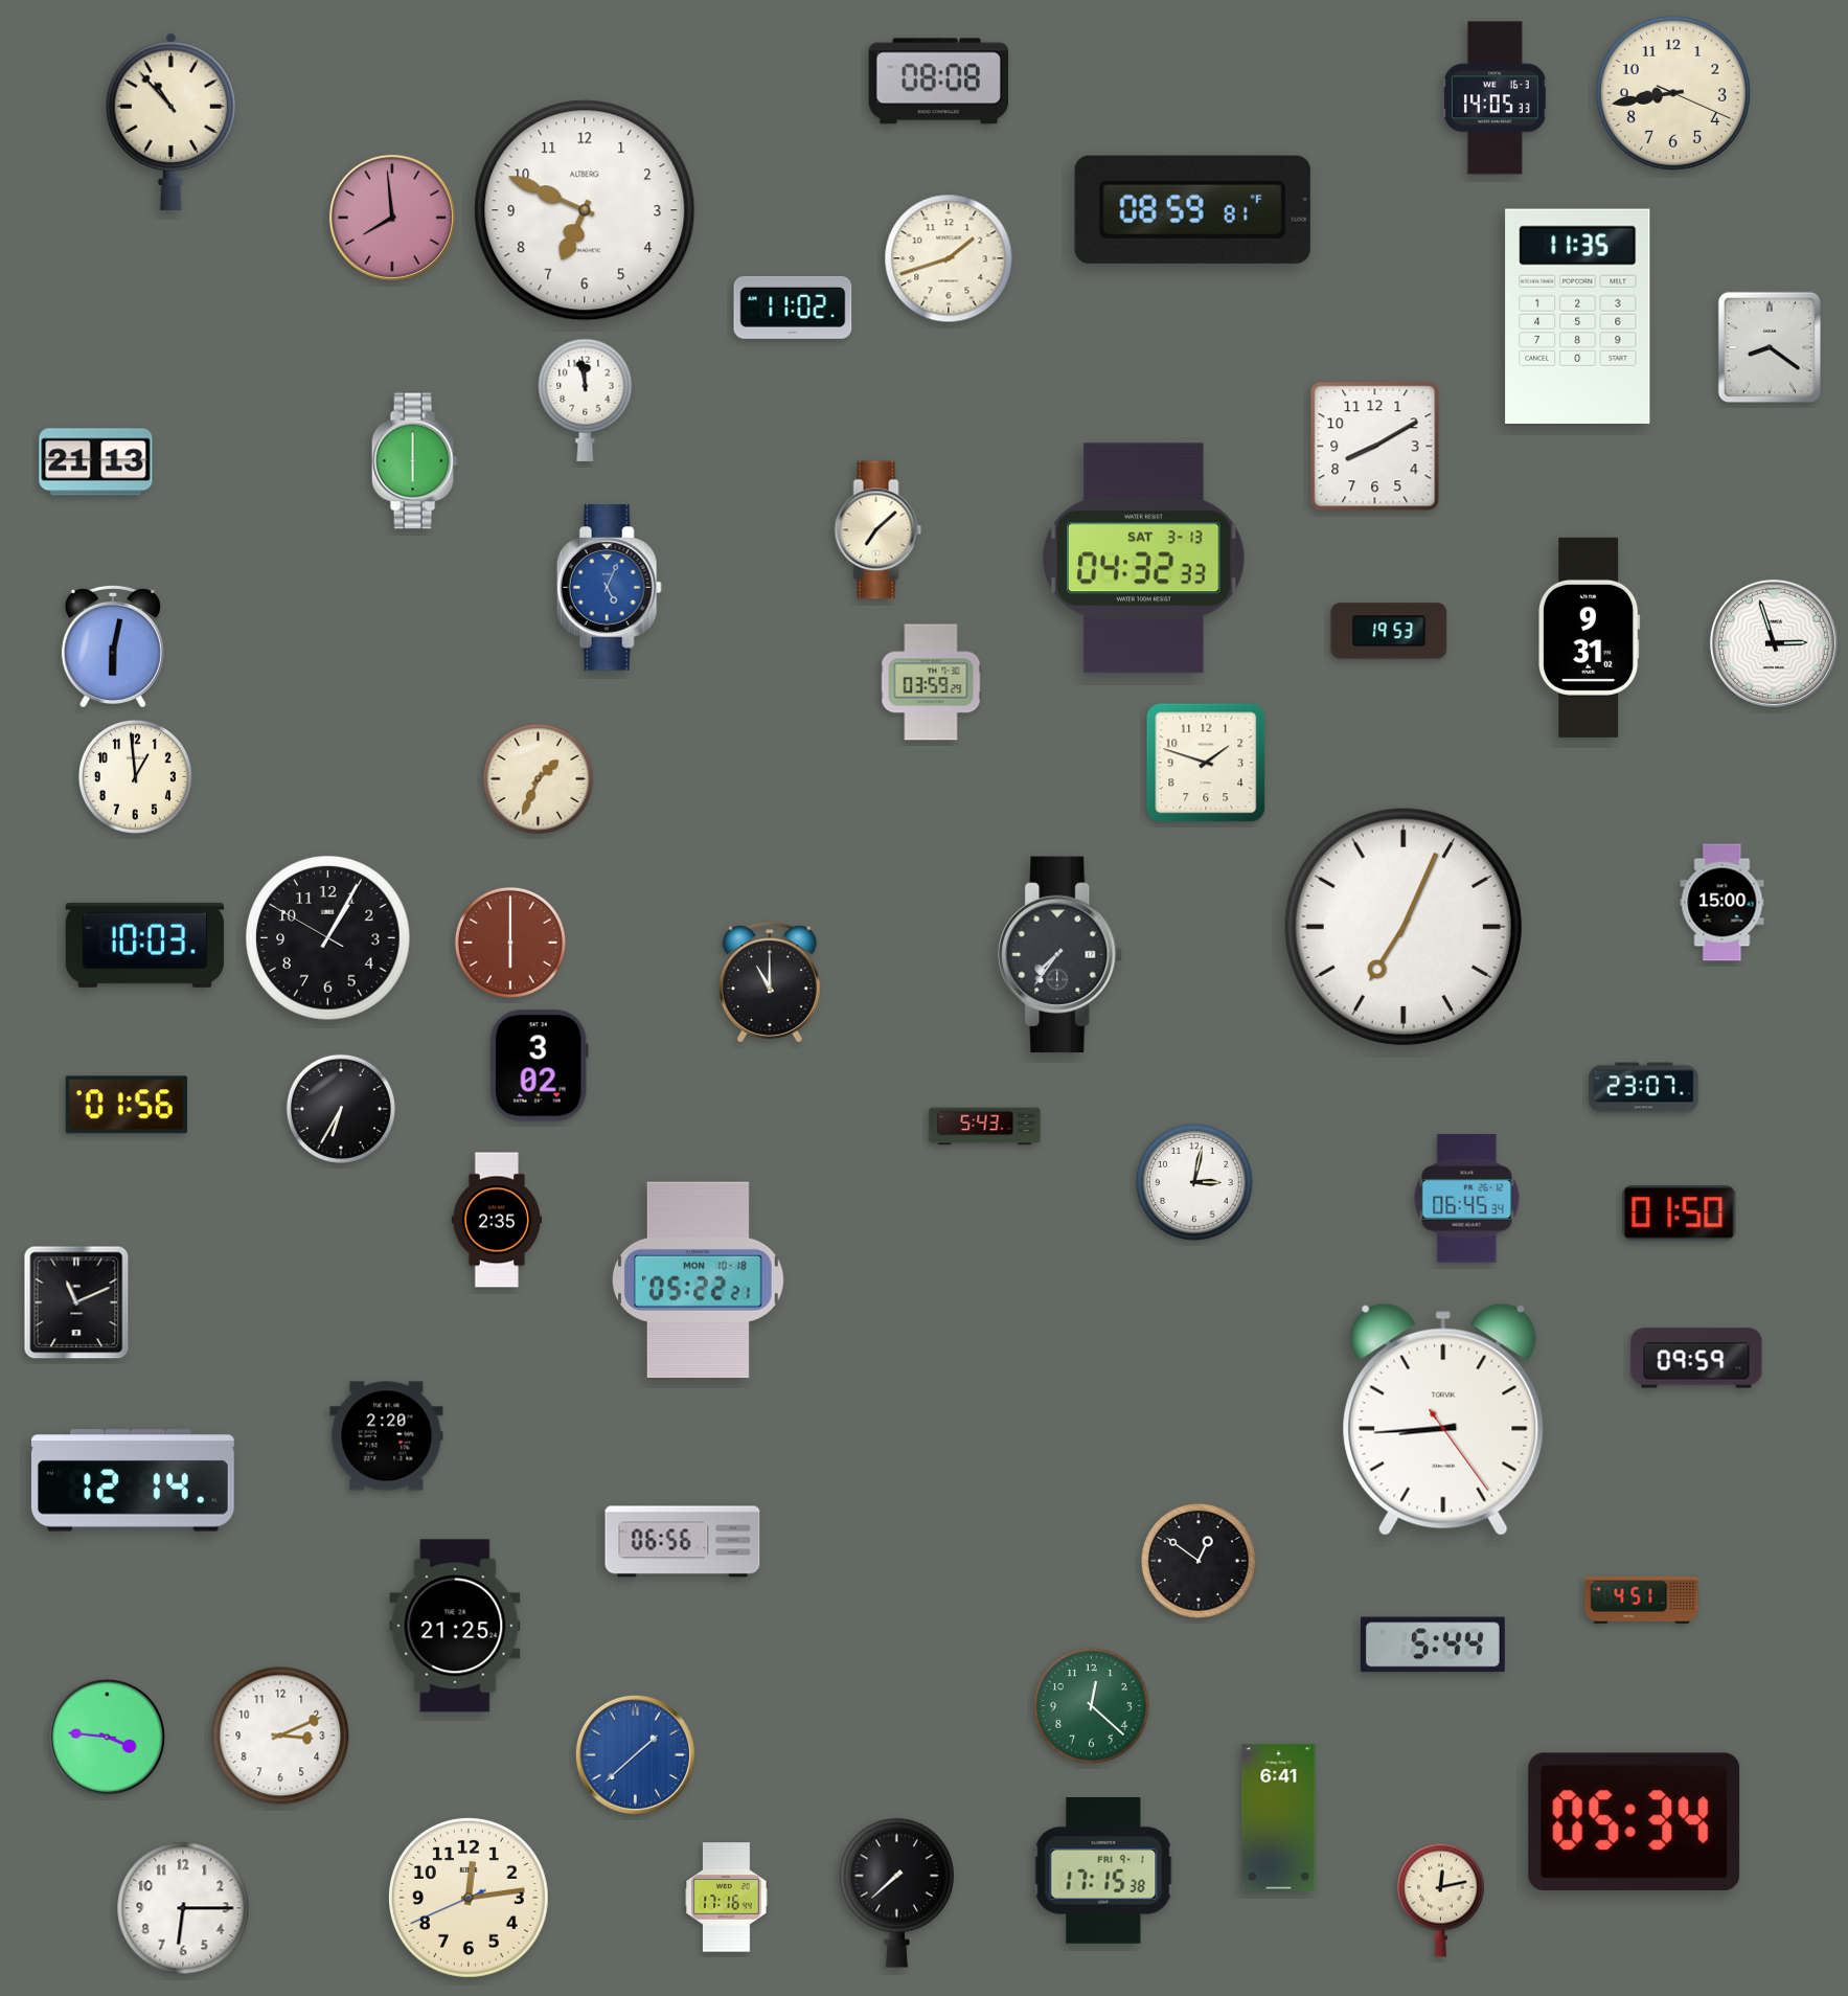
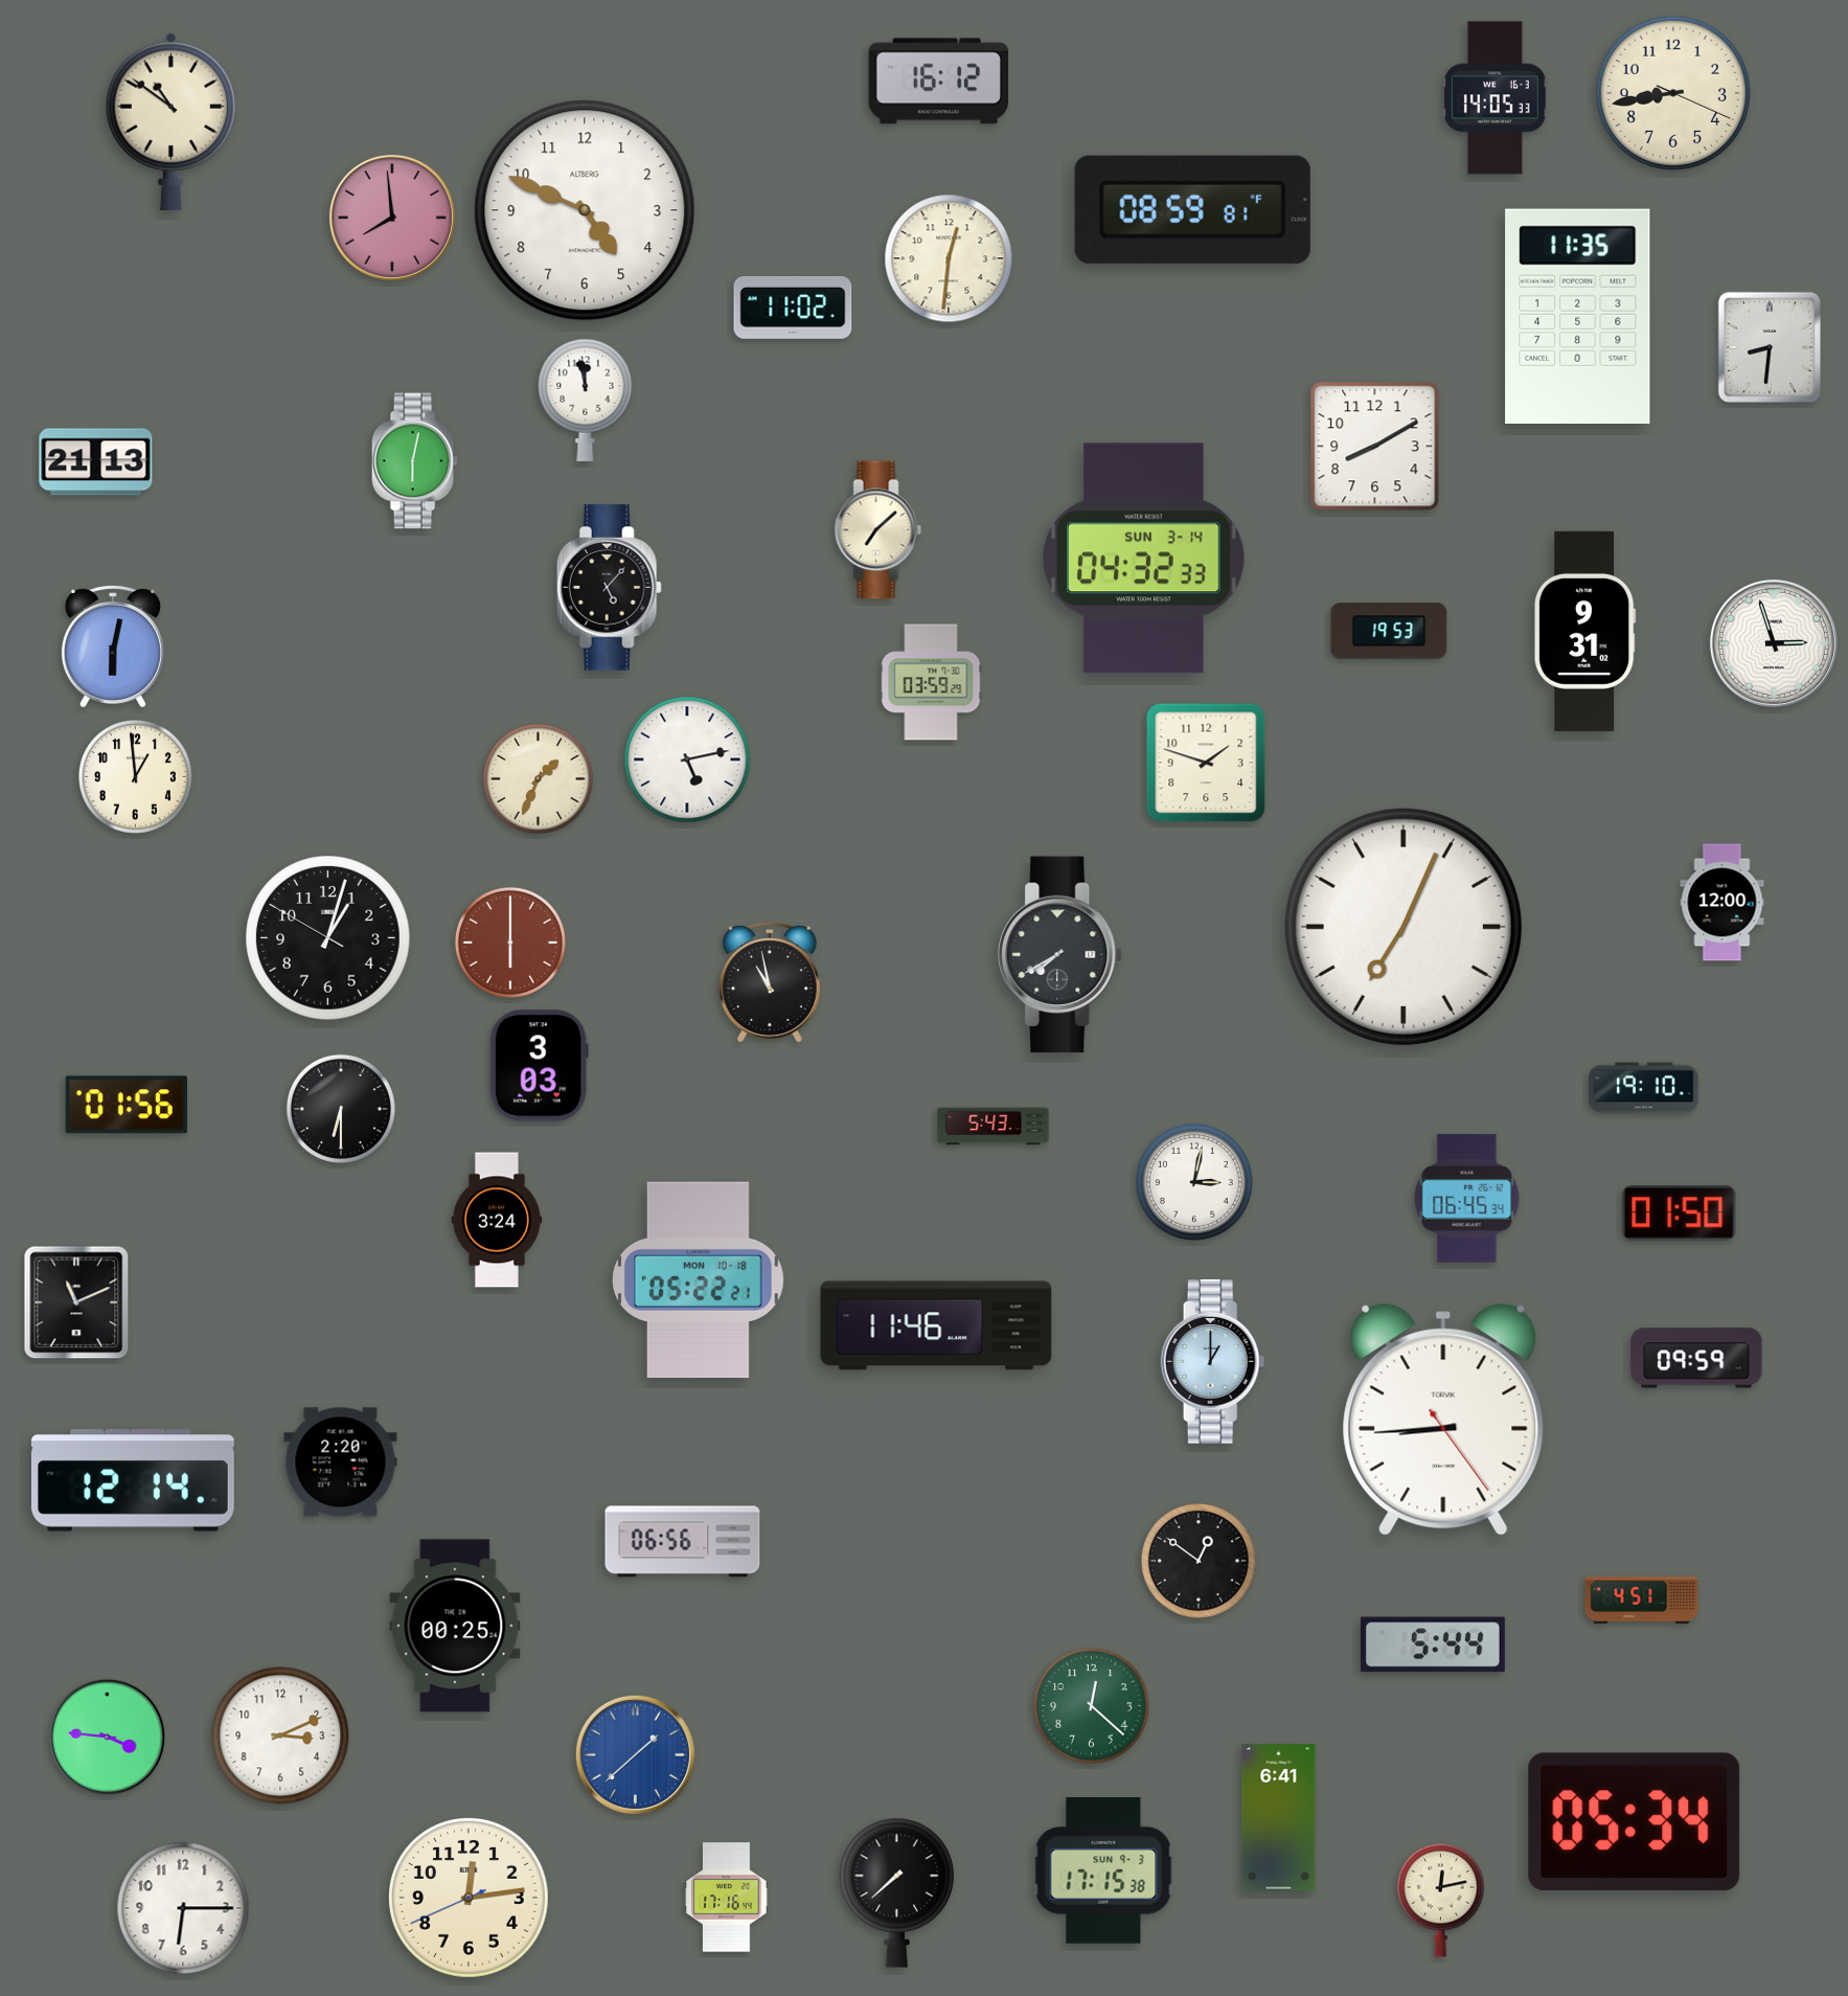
clock at (938, 82): 08:08 -> 16:12
clock at (170, 122): 10:53 -> 10:51
clock at (585, 210): 6:49 -> 4:49
clock at (949, 258): 1:42 -> 12:31
clock at (1770, 346): 8:21 -> 8:31
clock at (414, 461): 6:00 -> 6:02
clock at (1144, 559) date: SAT 3-13 -> SUN 3-14
clock at (609, 588): 5:04 -> 5:07
clock at (609, 588) dial: blue -> black
clock at (1590, 637) position: (1590, 637) -> (1585, 631)
clock at (687, 759): none -> 5:13
clock at (1722, 903): 15:00 -> 12:00
clock at (328, 938): 1:04 -> 1:02
clock at (145, 945): 10:03 -> none
clock at (1060, 955): 7:36 -> 7:40
clock at (770, 982): 11:00 -> 10:58
clock at (539, 1066): 3:02 -> 3:03
clock at (1644, 1088): 23:07 -> 19:10
clock at (341, 1109): 6:35 -> 6:30
clock at (985, 1127) position: (985, 1127) -> (994, 1127)
clock at (497, 1220): 2:35 -> 3:24
clock at (936, 1325): none -> 11:46
clock at (1213, 1361): none -> 1:00
clock at (387, 1436) position: (387, 1436) -> (341, 1462)
clock at (455, 1626): 21:25 -> 00:25
clock at (1103, 1872) date: FRI 9-1 -> SUN 9-3
